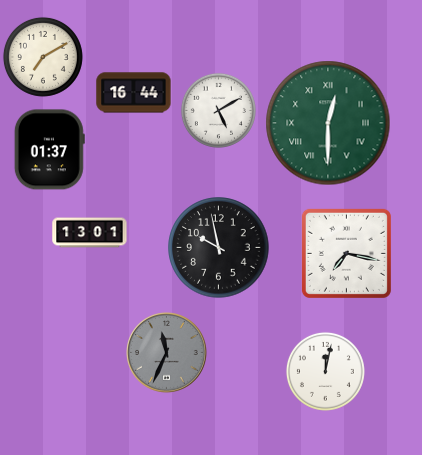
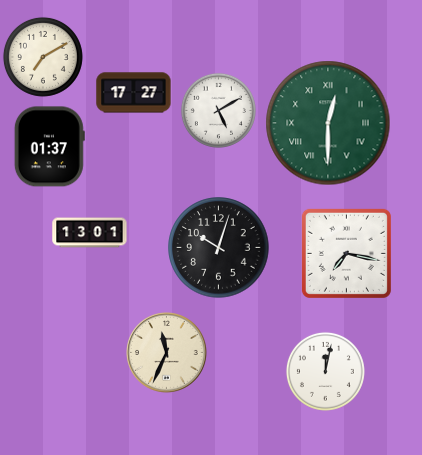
clock at (134, 93): 16:44 -> 17:27
clock at (49, 150) position: (49, 150) -> (49, 147)
clock at (219, 248): 9:58 -> 10:03
clock at (167, 353) dial: grey -> cream
